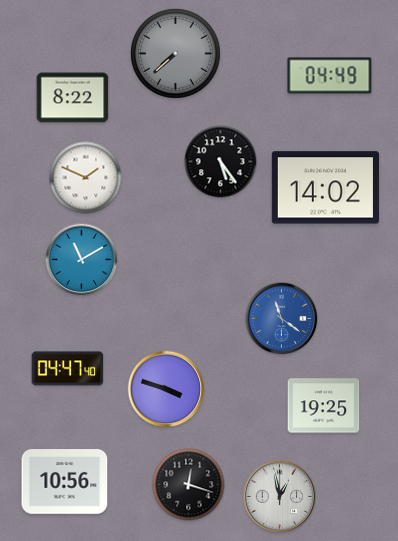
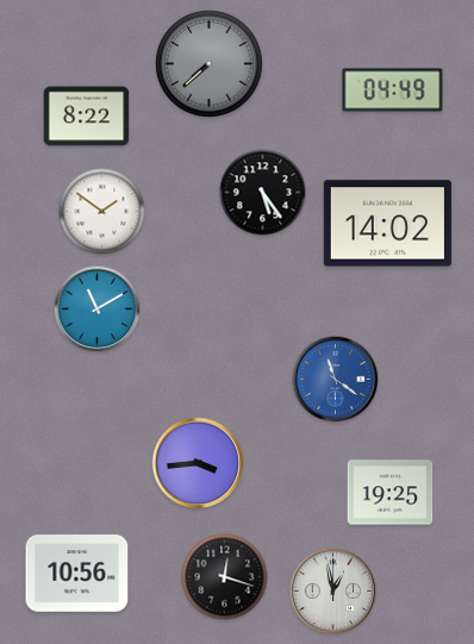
clock at (86, 178): 1:49 -> 1:51
clock at (68, 369): 04:47 -> none
clock at (166, 389): 3:48 -> 3:44
clock at (324, 406) position: (324, 406) -> (391, 493)
